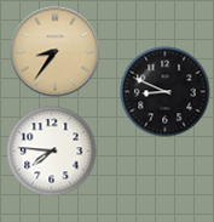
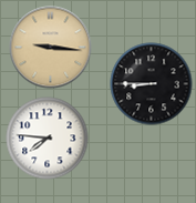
clock at (56, 52): 8:36 -> 9:16
clock at (166, 92): 8:49 -> 8:45
